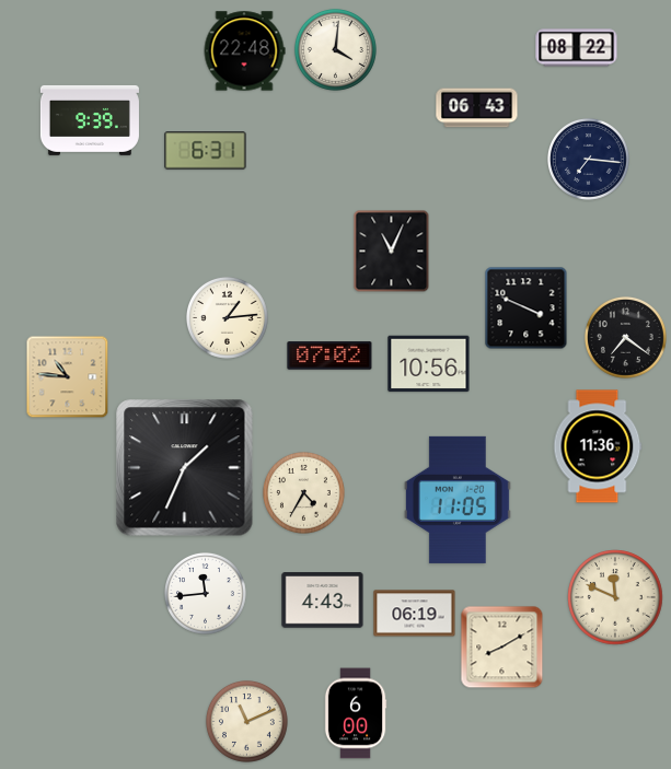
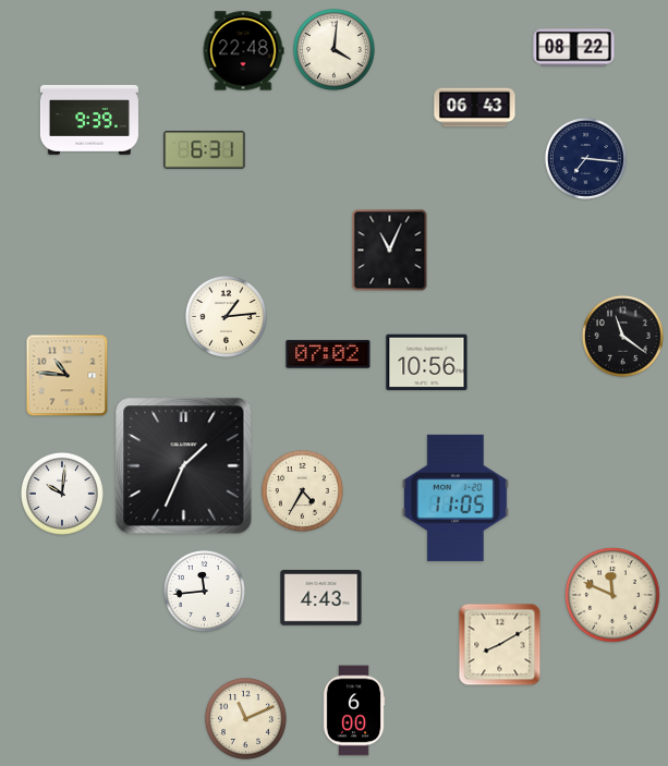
clock at (527, 308): 3:49 -> none
clock at (625, 337): 7:21 -> 11:21
clock at (598, 446): 11:36 -> none
clock at (62, 494): none -> 10:01
clock at (415, 614): 06:19 -> none
